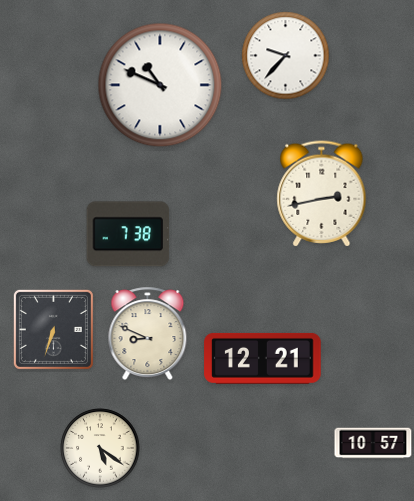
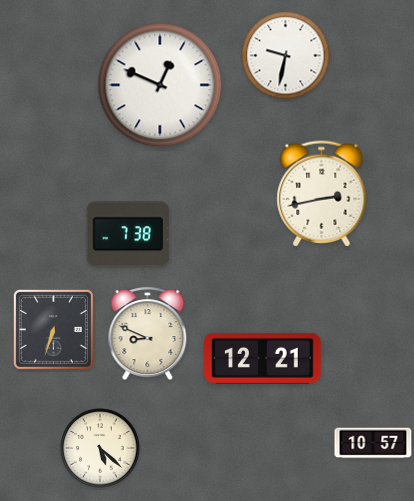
clock at (286, 56): 9:37 -> 9:32
clock at (160, 85): 10:49 -> 12:49
clock at (100, 448): 5:21 -> 5:22
